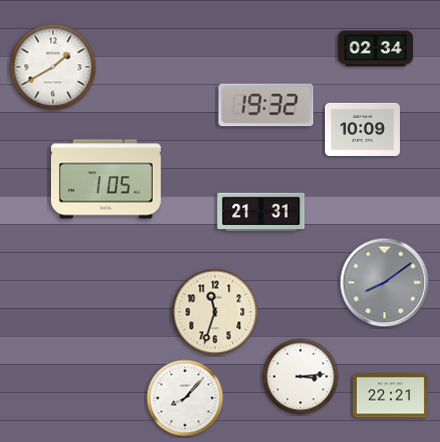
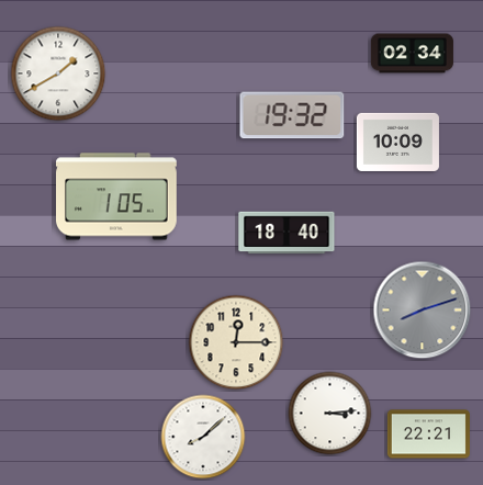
clock at (261, 212): 21:31 -> 18:40
clock at (385, 283): 8:09 -> 8:12
clock at (215, 312): 11:33 -> 12:15
clock at (185, 398): 8:07 -> 8:08
